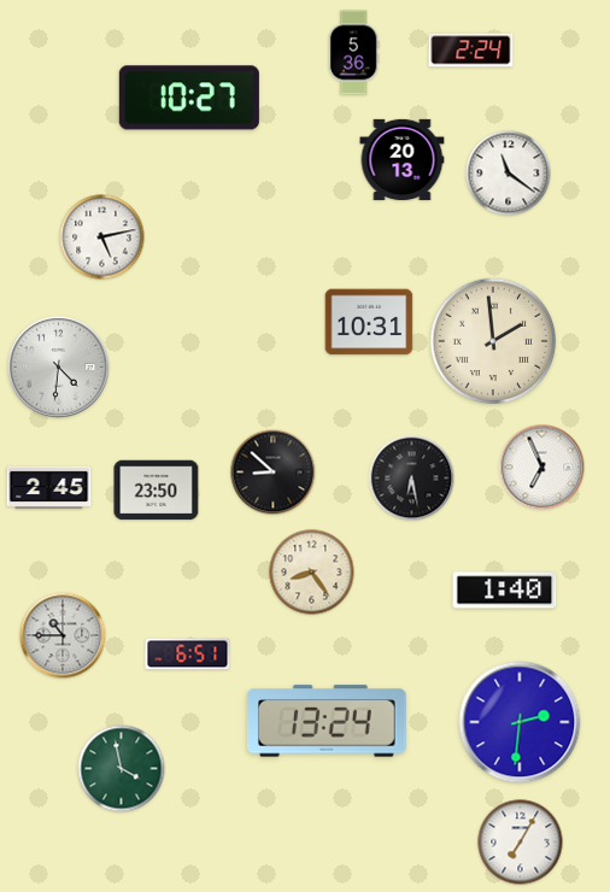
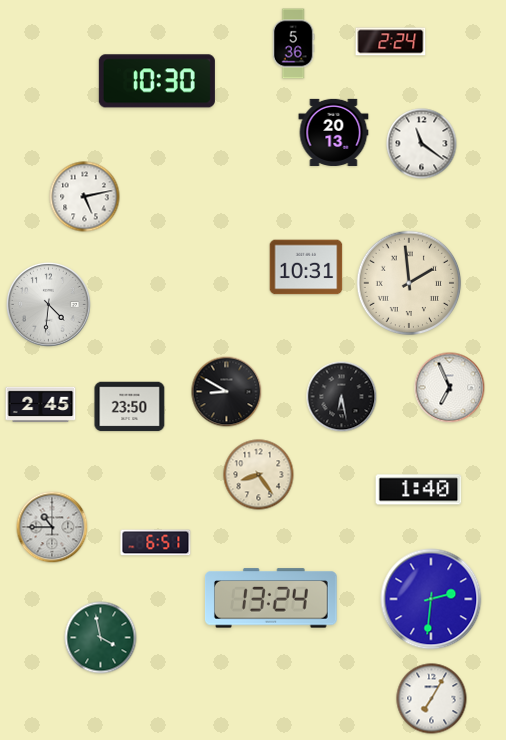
clock at (189, 98): 10:27 -> 10:30
clock at (274, 473): 8:52 -> 8:50
